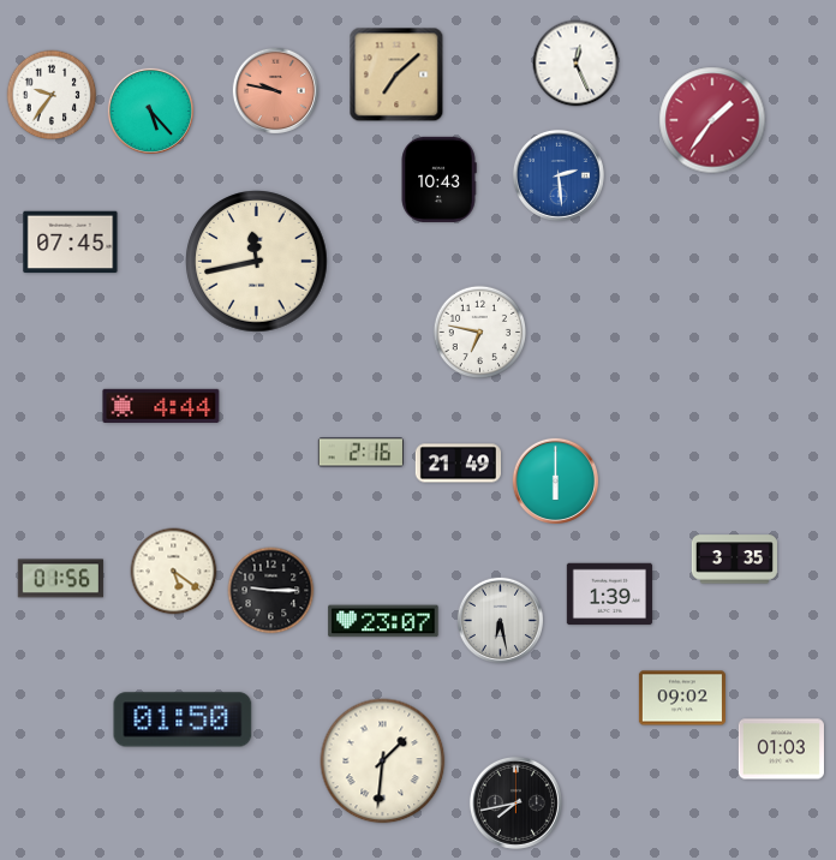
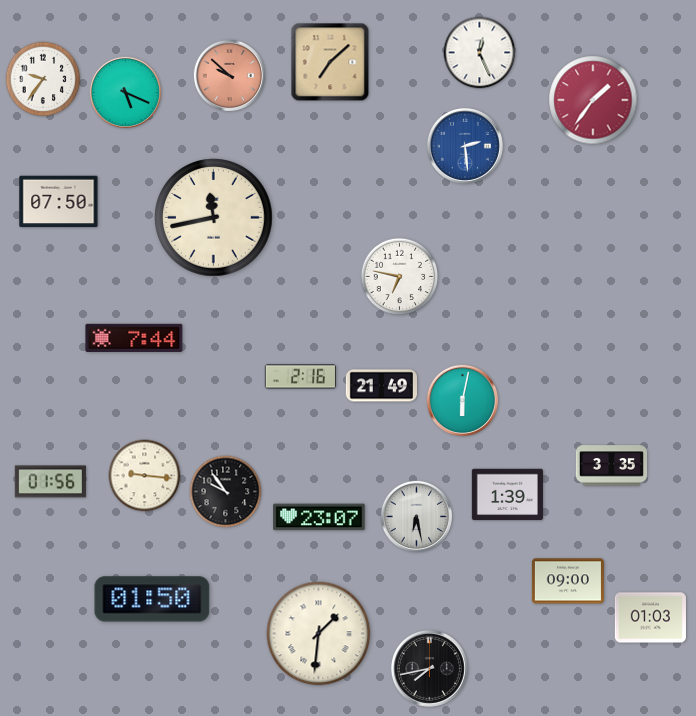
clock at (275, 90): 9:47 -> 9:52
clock at (150, 111): 5:23 -> 5:19
clock at (438, 179): 10:43 -> none
clock at (71, 243): 07:45 -> 07:50
clock at (161, 406): 4:44 -> 7:44
clock at (555, 480): 6:00 -> 6:02
clock at (174, 572): 5:21 -> 9:16
clock at (271, 591): 9:15 -> 9:54
clock at (682, 698): 09:02 -> 09:00
clock at (781, 749) position: (781, 749) -> (650, 618)
